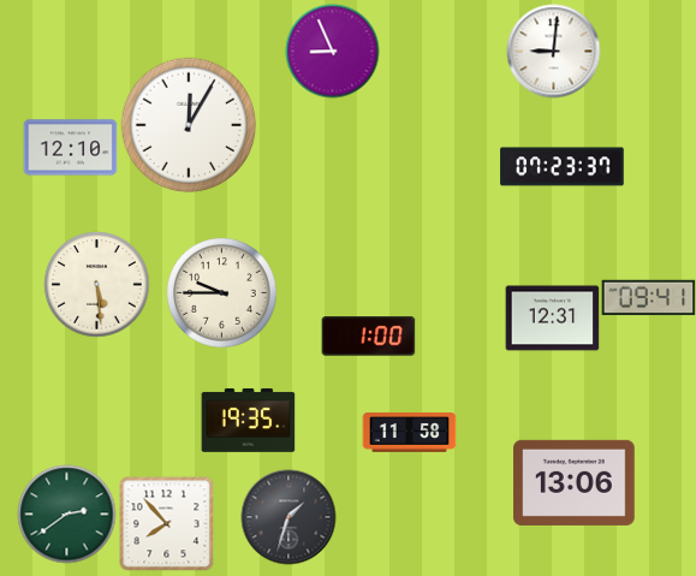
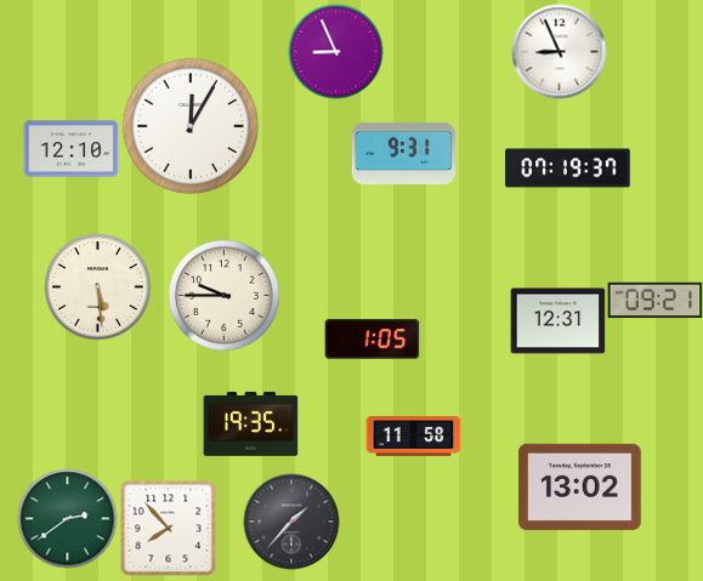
clock at (553, 51): 9:01 -> 8:56
clock at (403, 153): none -> 9:31
clock at (563, 167): 07:23 -> 07:19
clock at (648, 298): 09:41 -> 09:21
clock at (368, 337): 1:00 -> 1:05
clock at (575, 482): 13:06 -> 13:02
clock at (288, 517): 1:33 -> 1:37
